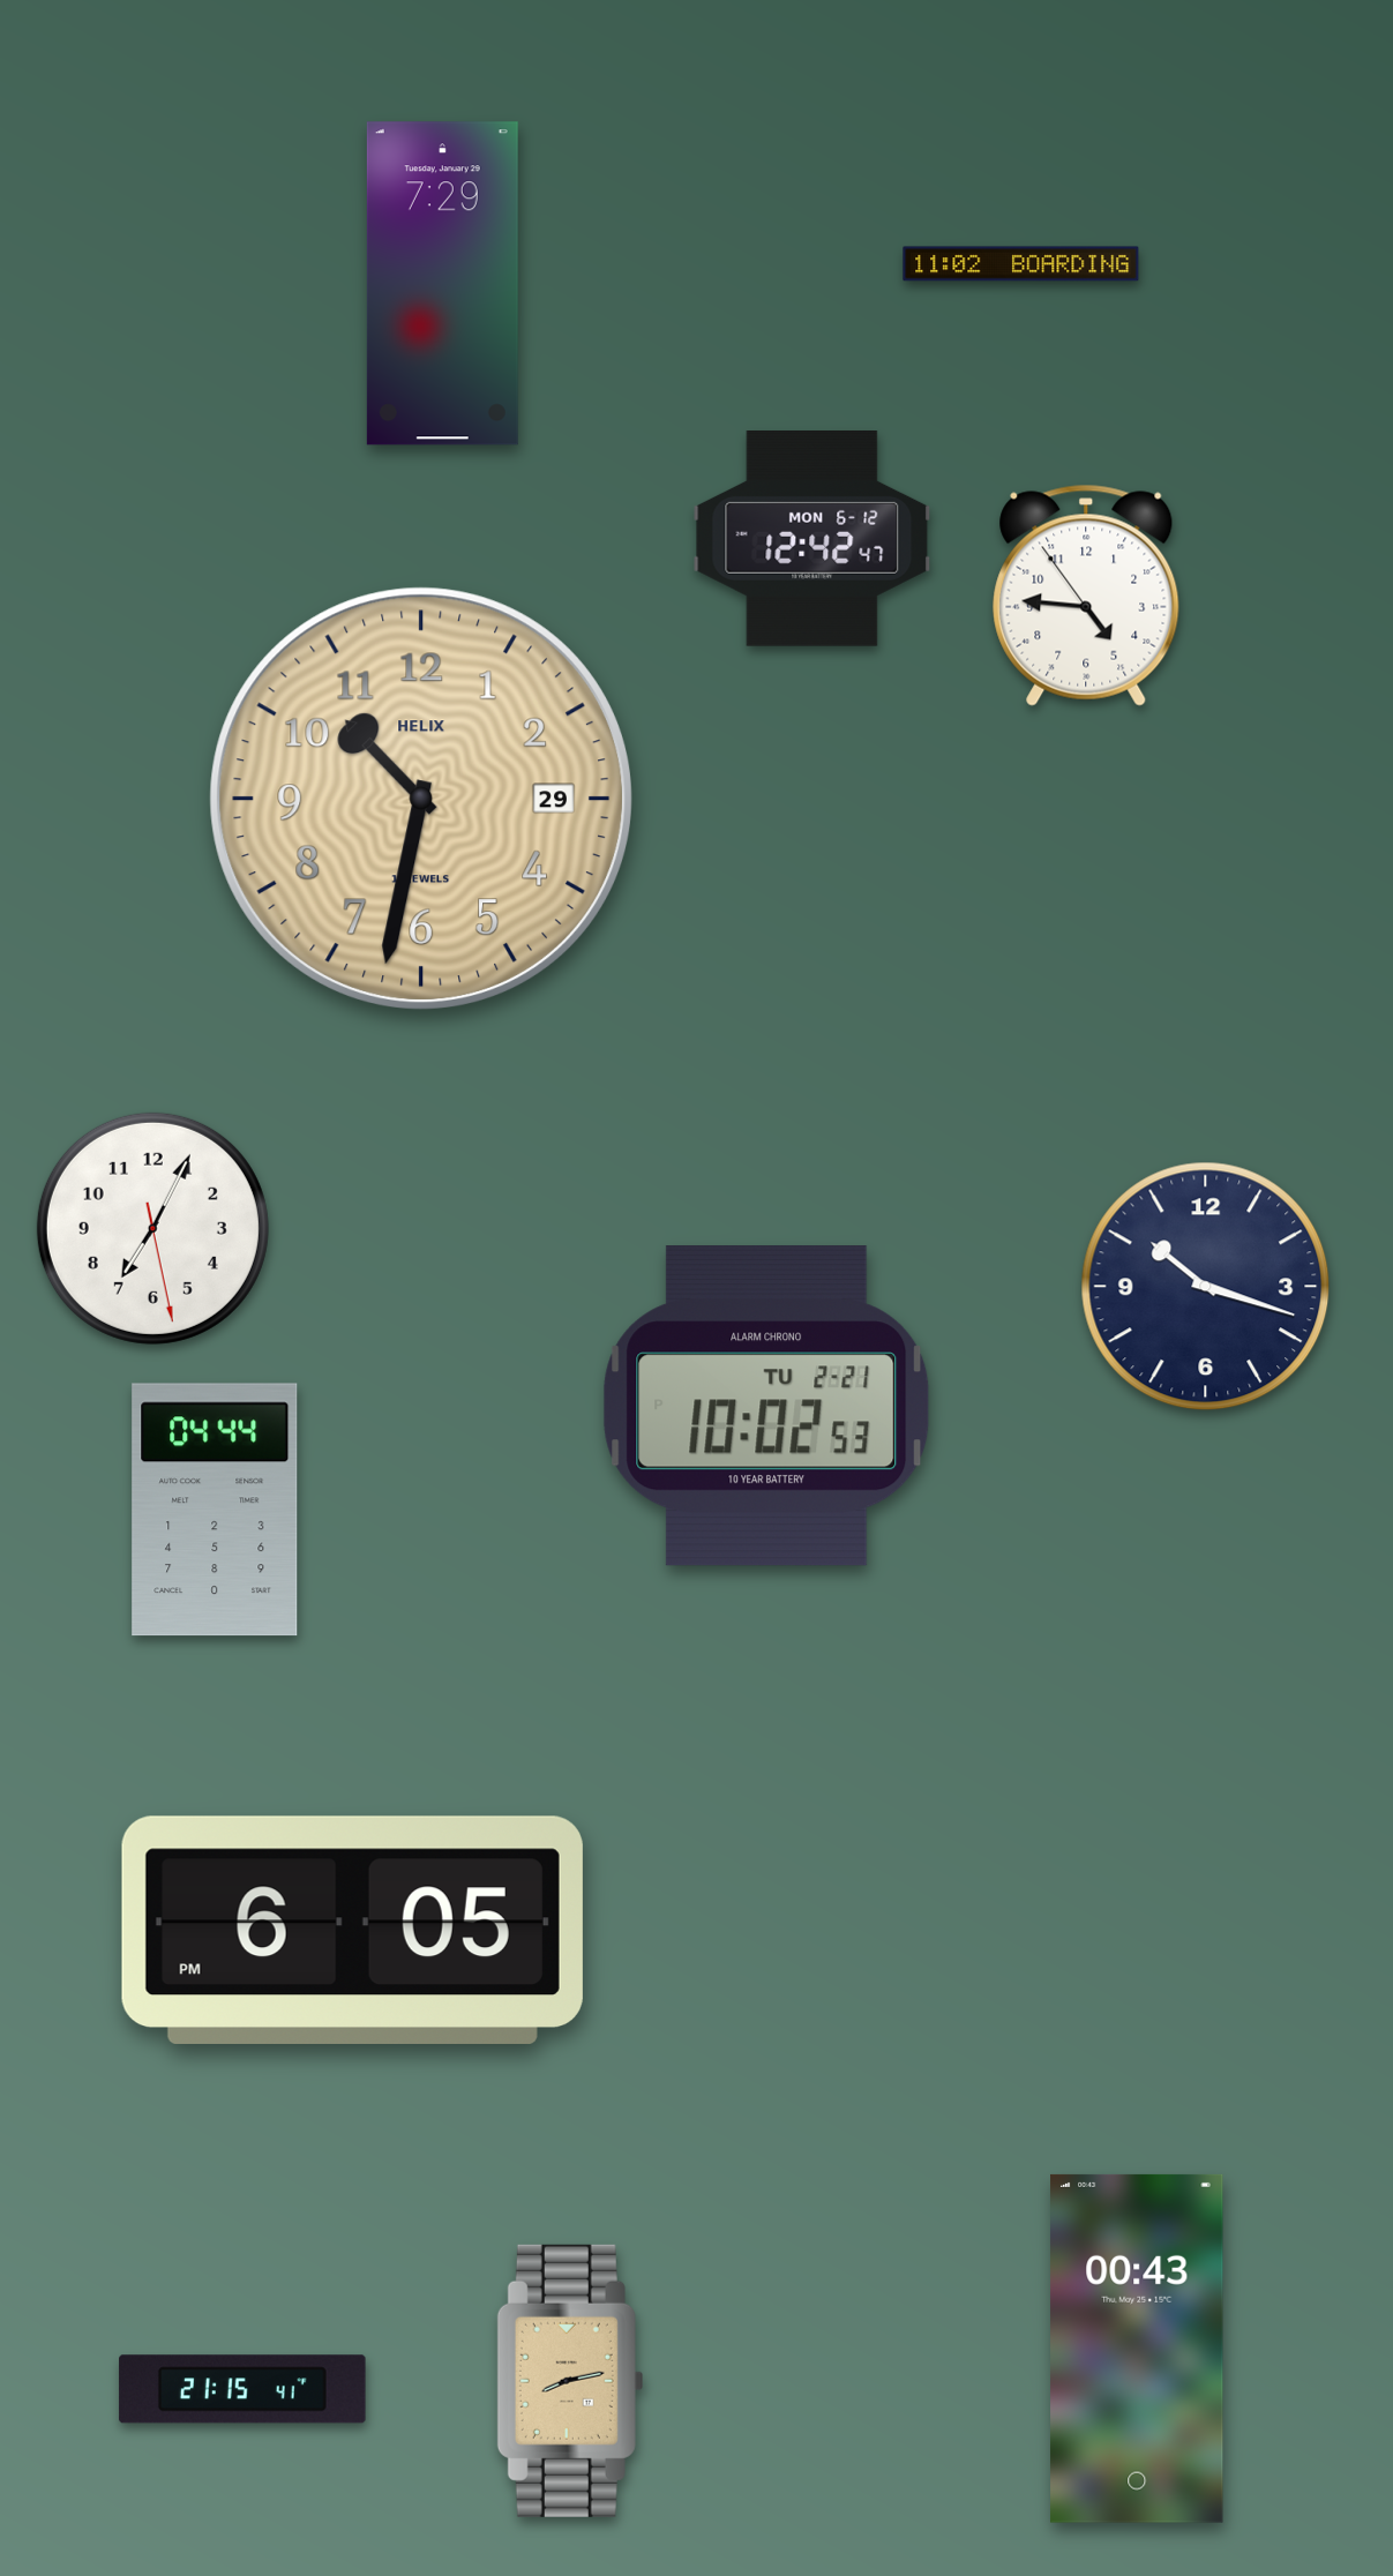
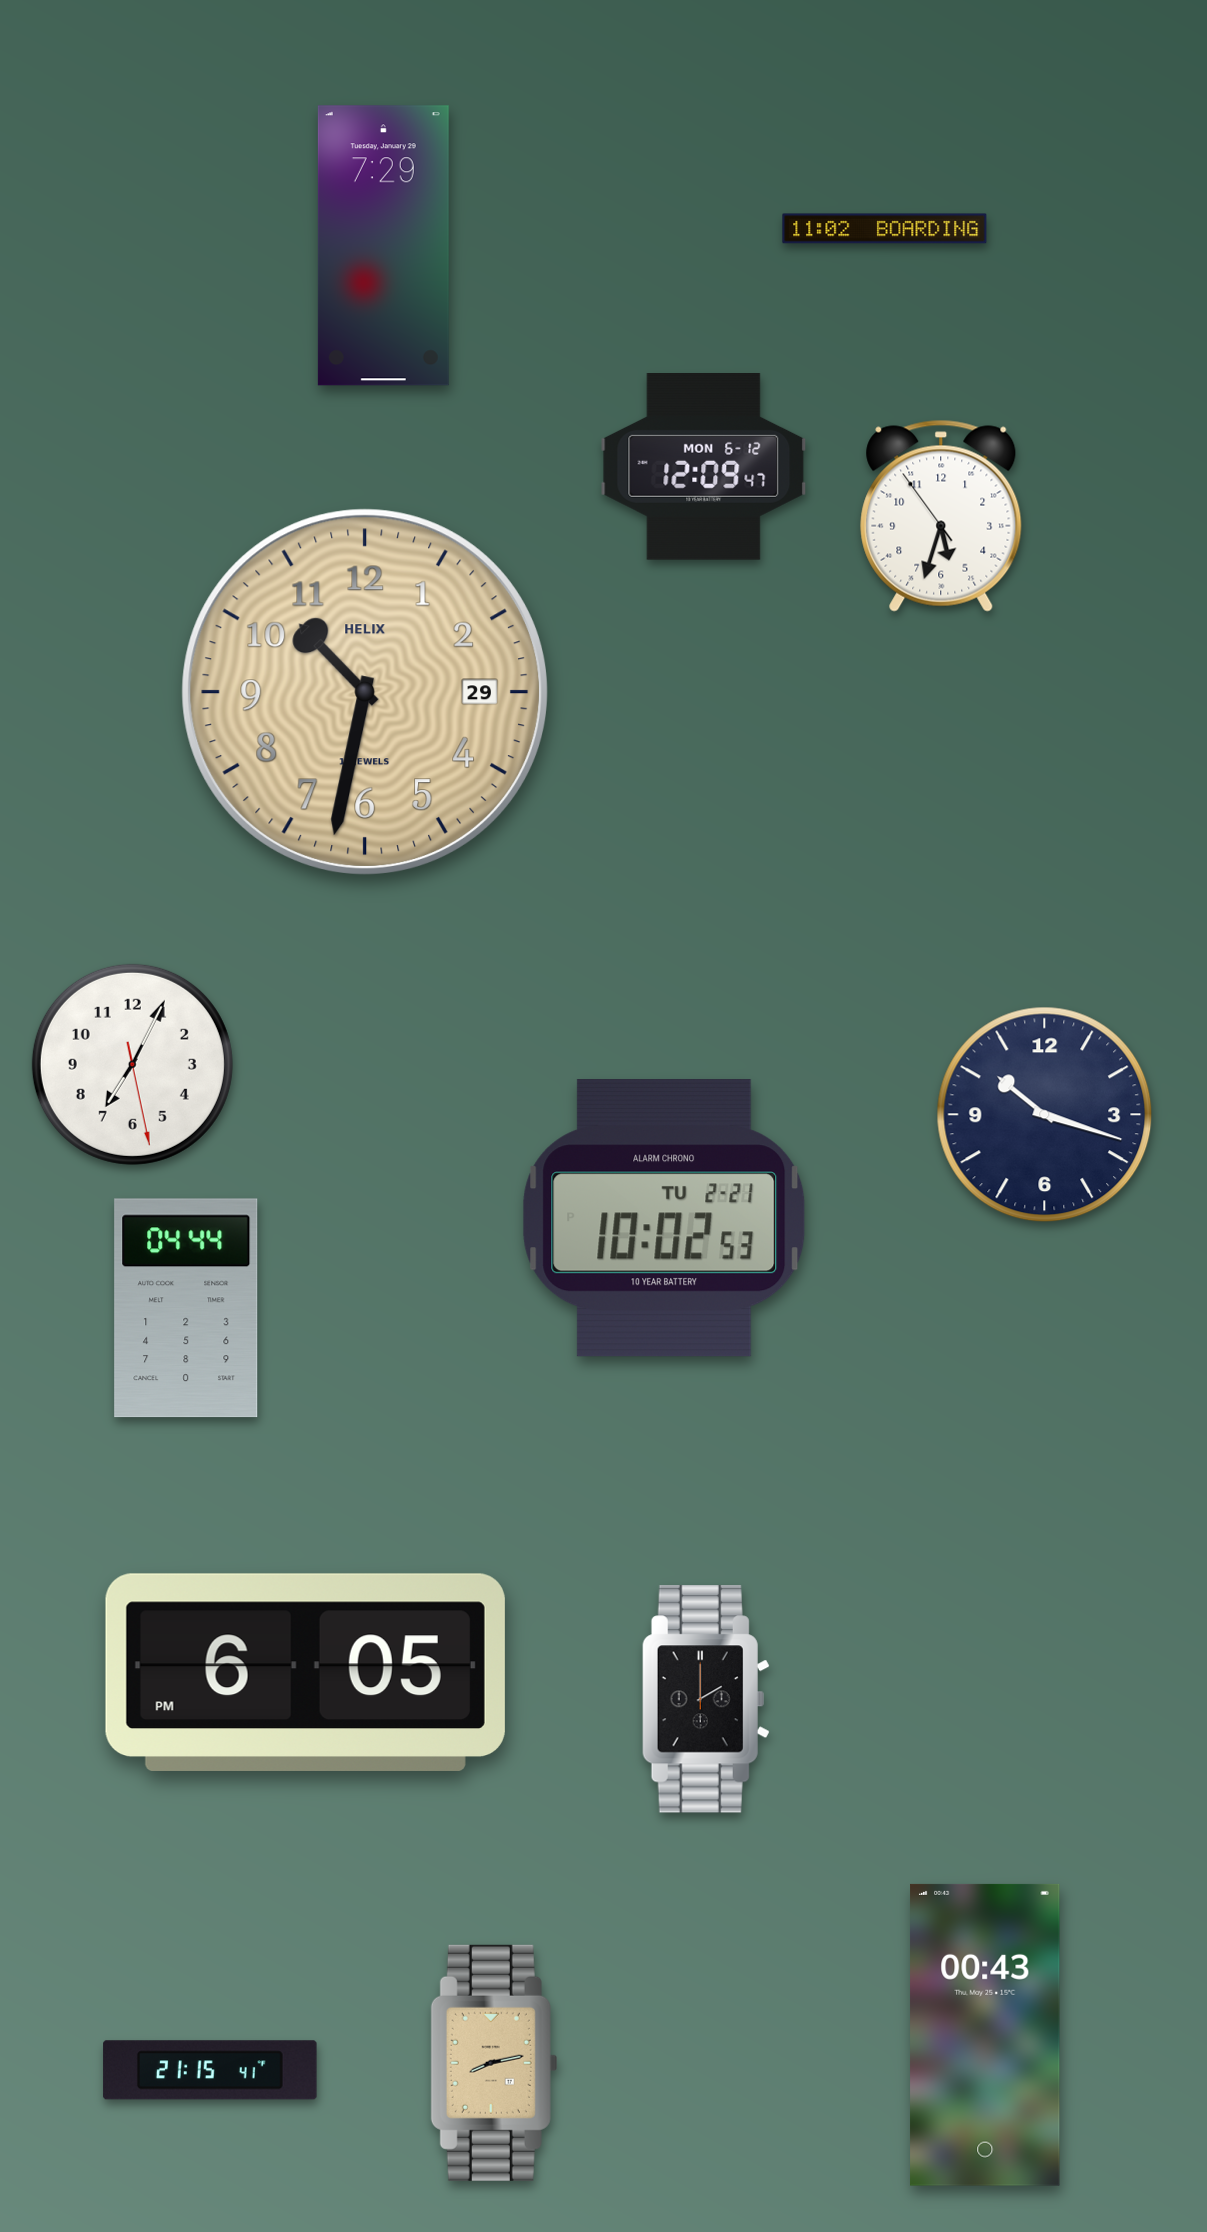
clock at (812, 539): 12:42 -> 12:09
clock at (1086, 596): 4:45 -> 5:32
clock at (706, 1699): none -> 2:00
